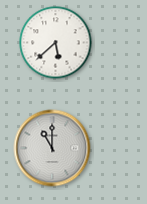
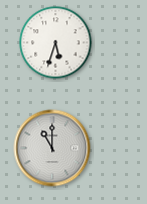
clock at (56, 43): 5:38 -> 5:33
